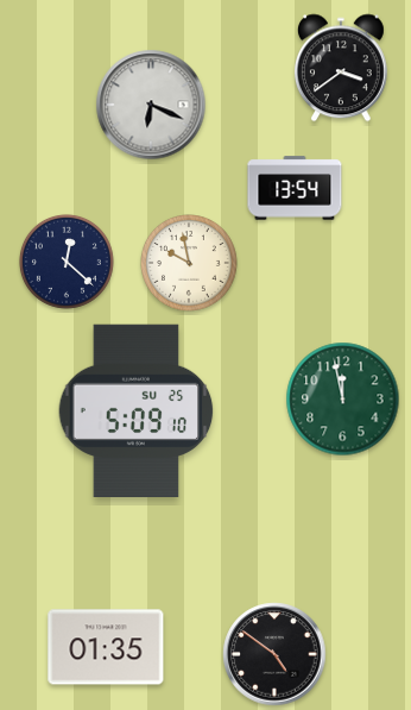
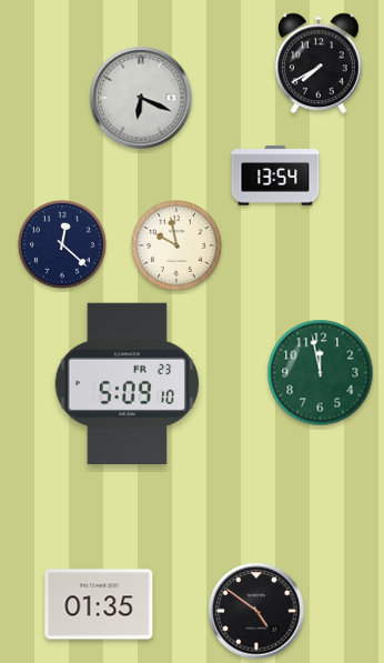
clock at (341, 68): 3:39 -> 7:40
clock at (137, 410) date: SU 25 -> FR 23
